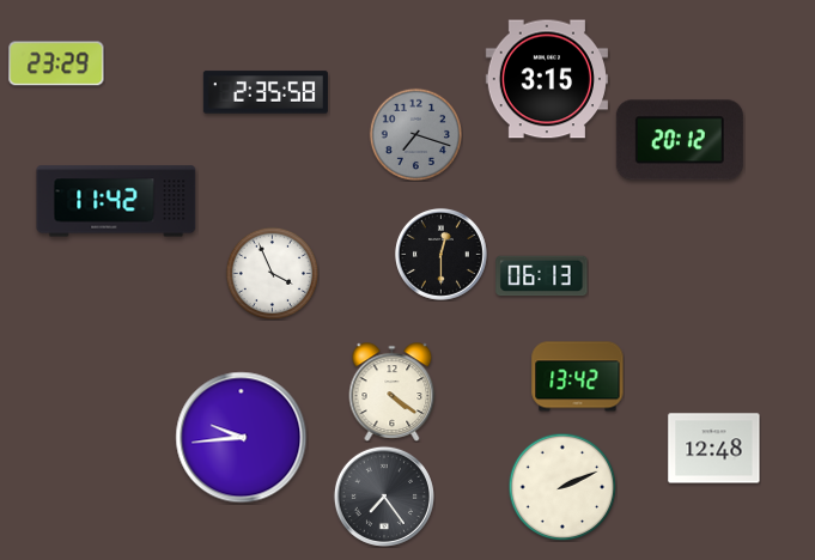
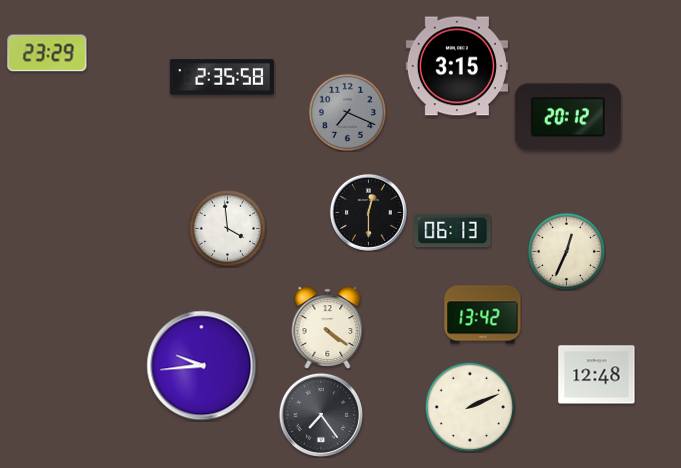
clock at (415, 134): 7:18 -> 7:19
clock at (116, 201): 11:42 -> none
clock at (272, 273): 3:56 -> 3:59
clock at (566, 251): none -> 12:34
